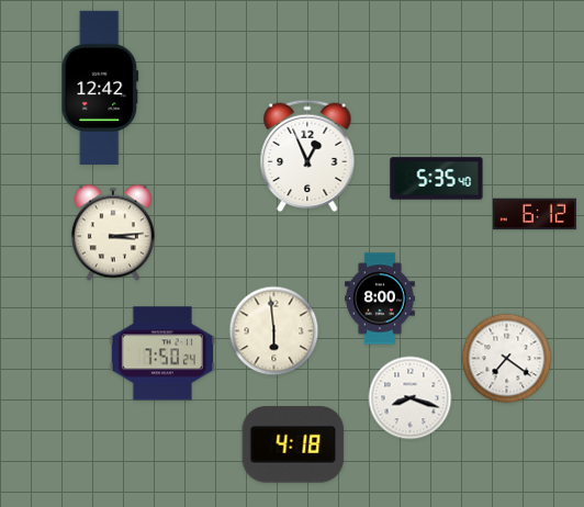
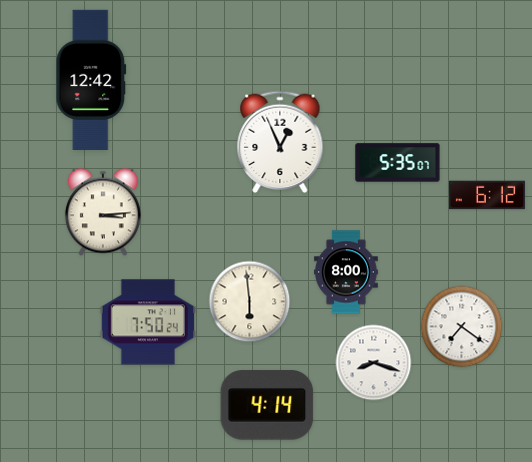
clock at (437, 179): 5:35:40 -> 5:35:07
clock at (293, 444): 4:18 -> 4:14
